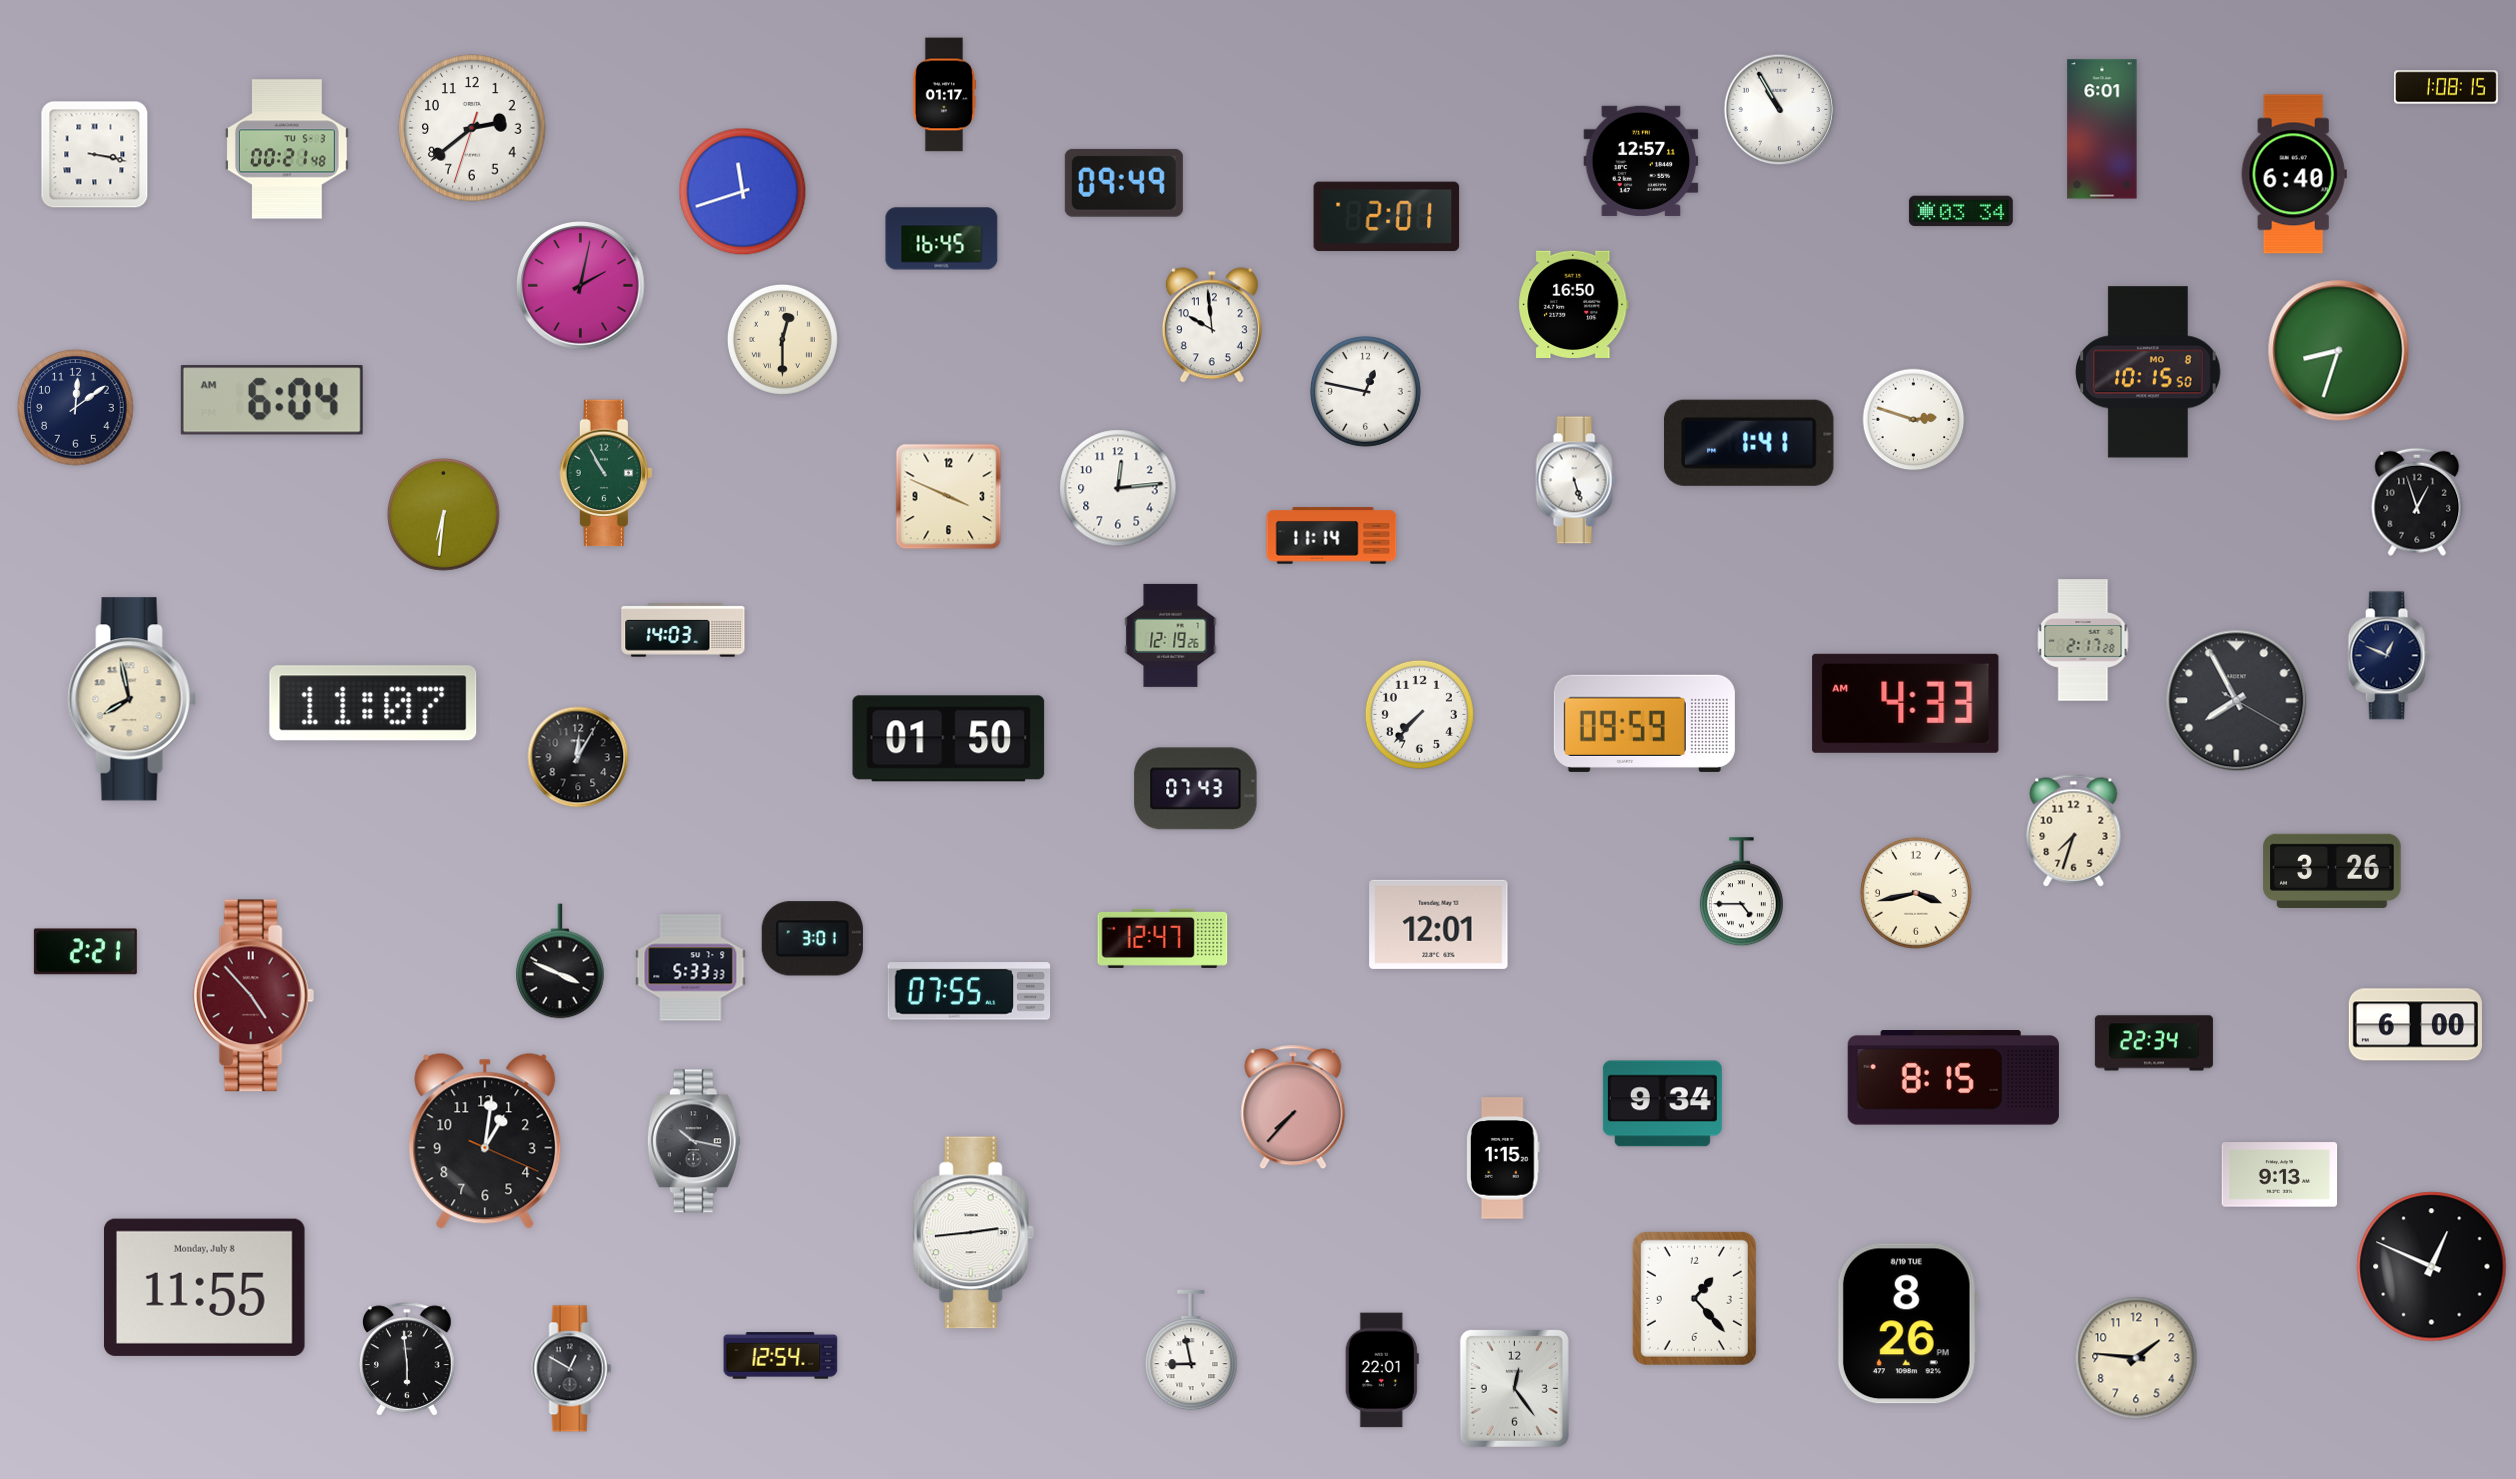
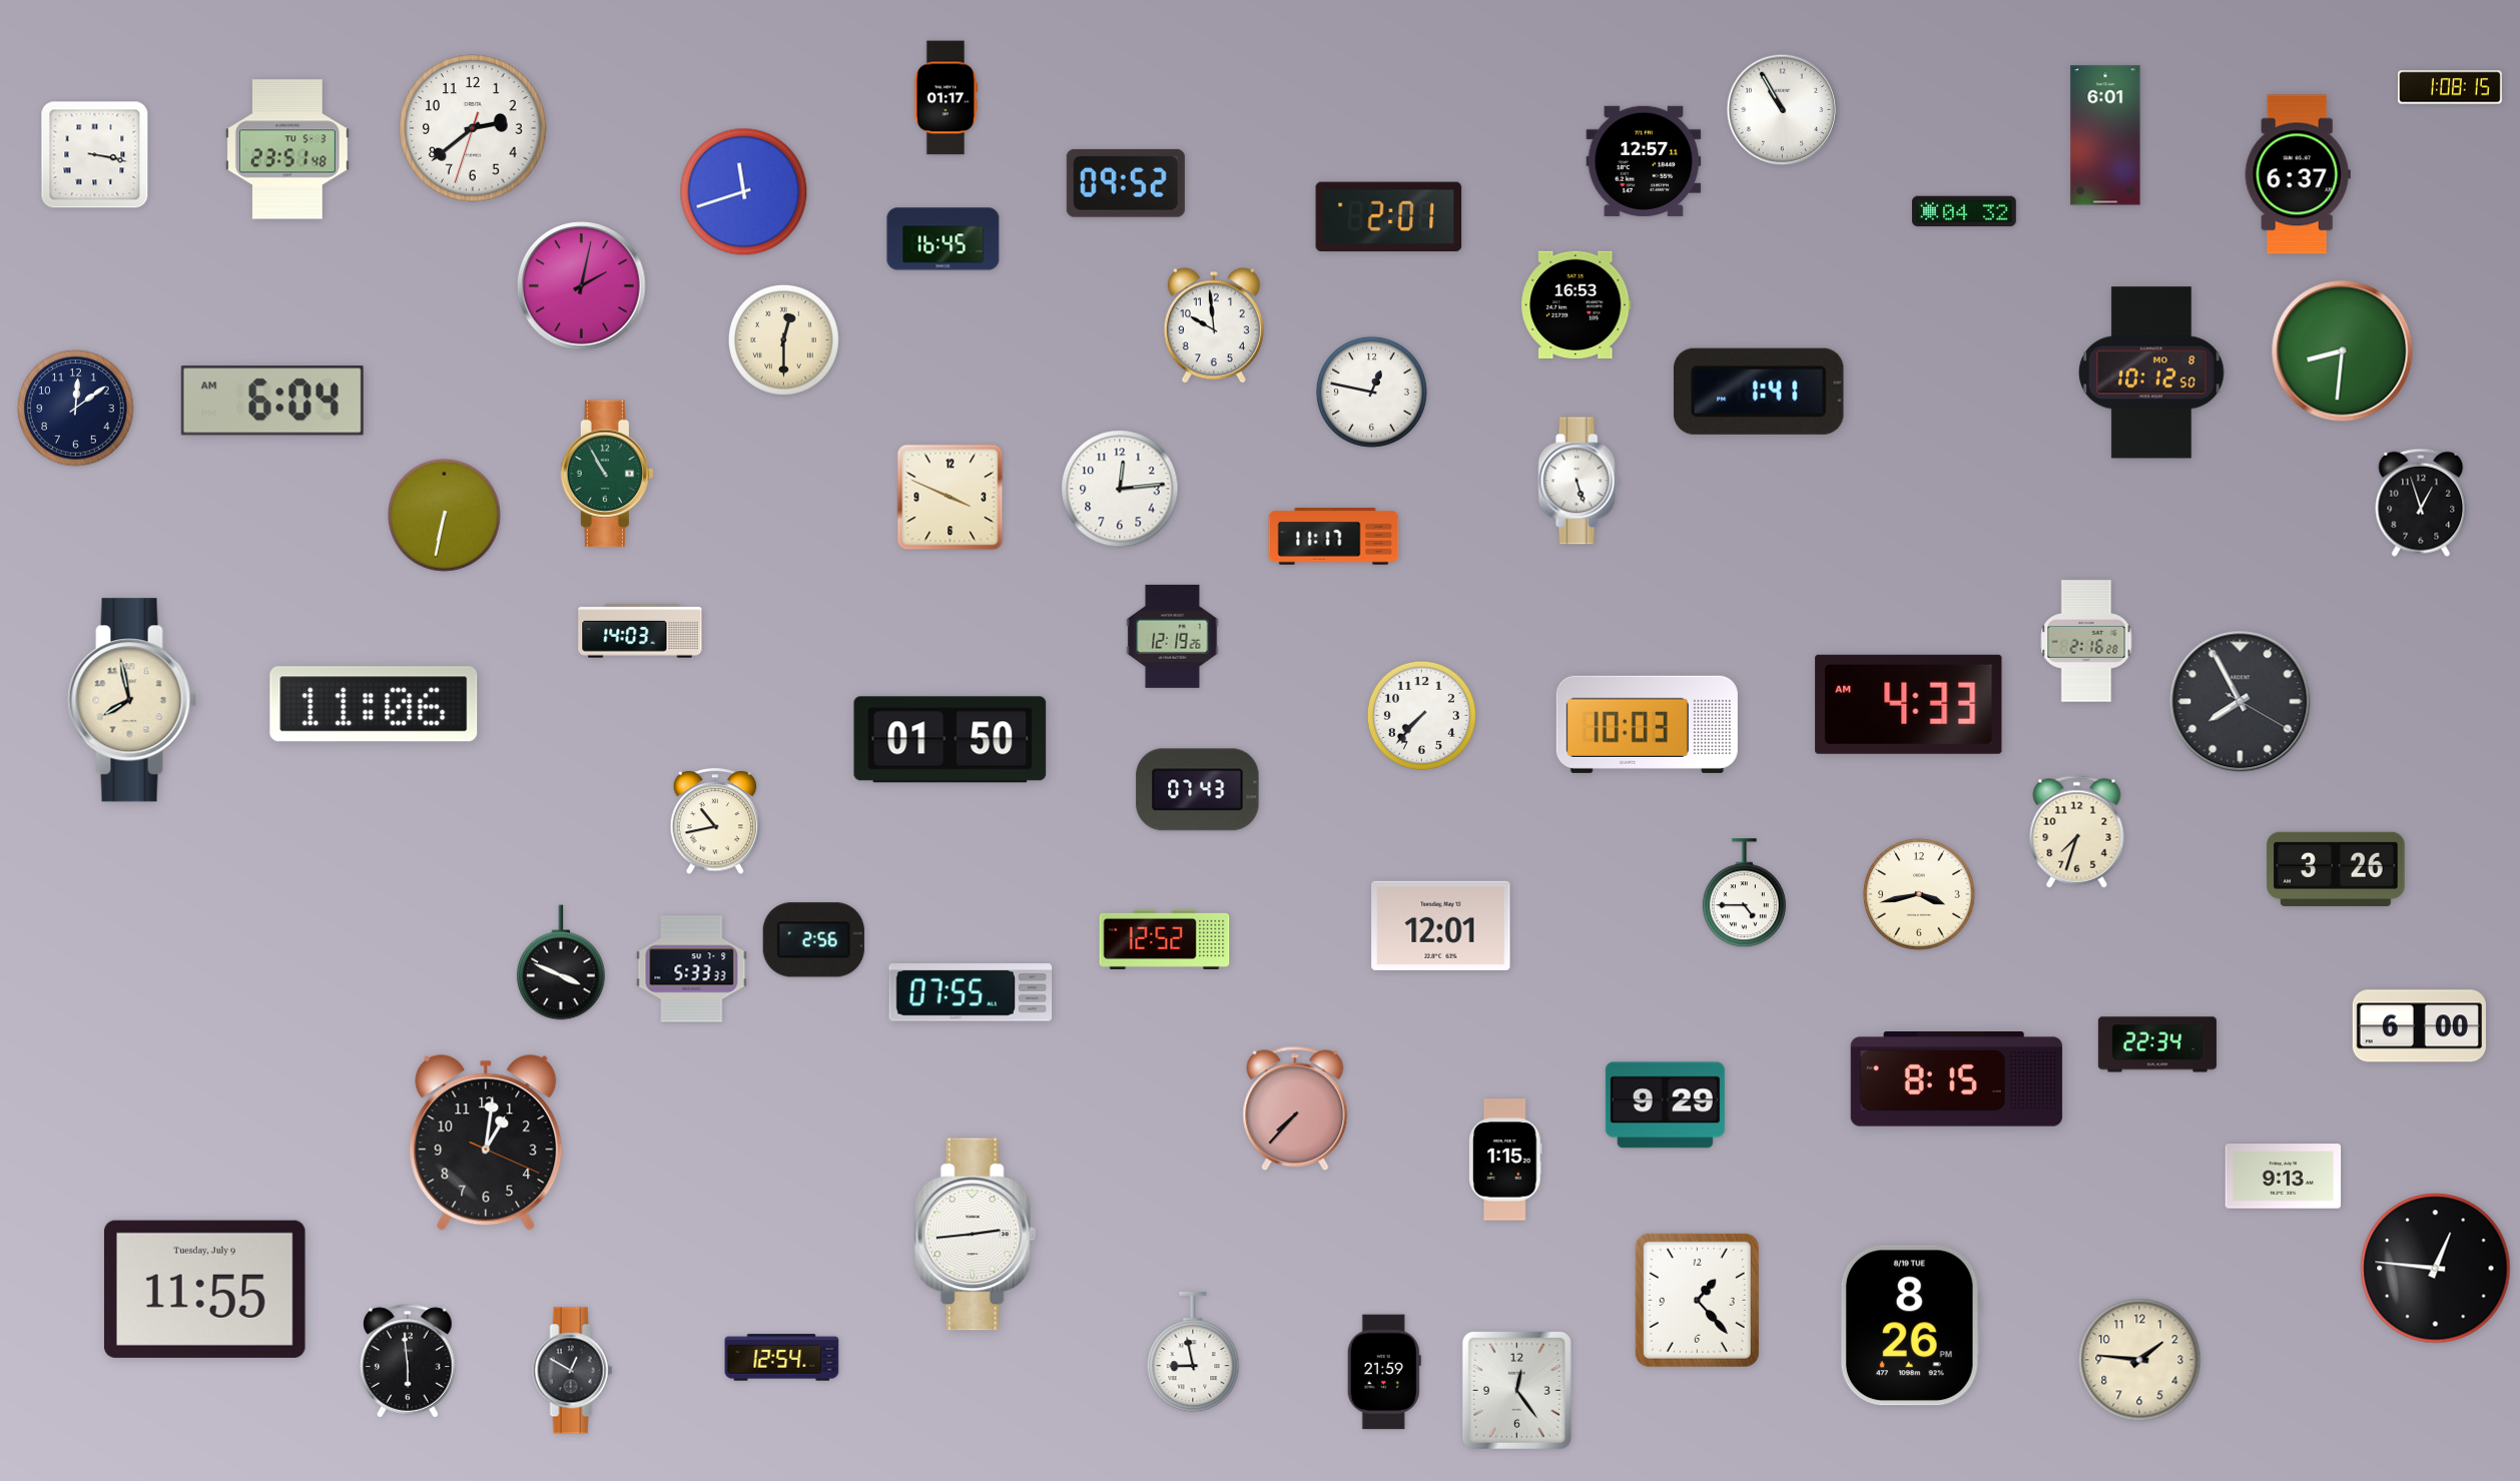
clock at (944, 95) position: (944, 95) -> (946, 98)
clock at (2102, 129) position: (2102, 129) -> (2105, 135)
clock at (287, 149): 00:21 -> 23:51
clock at (2294, 174): 6:40 -> 6:37
clock at (1124, 183): 09:49 -> 09:52
clock at (1961, 211): 03:34 -> 04:32
clock at (1574, 304): 16:50 -> 16:53
clock at (2339, 351): 8:33 -> 8:31
clock at (2148, 372): 10:15 -> 10:12
clock at (1365, 391) position: (1365, 391) -> (1371, 392)
clock at (1914, 420): 2:48 -> none
clock at (1749, 443) position: (1749, 443) -> (1759, 392)
clock at (444, 515): 6:31 -> 6:32
clock at (1332, 536): 11:14 -> 11:17
clock at (683, 630) position: (683, 630) -> (640, 631)
clock at (2083, 640): 2:17 -> 2:16
clock at (2388, 656): 12:49 -> none
clock at (373, 703): 11:07 -> 11:06
clock at (1644, 723): 09:59 -> 10:03
clock at (578, 757): 12:05 -> none
clock at (715, 822): none -> 10:43
clock at (2332, 871) position: (2332, 871) -> (2336, 869)
clock at (1163, 938): 12:47 -> 12:52
clock at (812, 939): 3:01 -> 2:56
clock at (85, 952): 2:21 -> none
clock at (253, 996): 4:53 -> none
clock at (1662, 1104): 9:34 -> 9:29
clock at (694, 1141): 10:17 -> none
clock at (2432, 1267): 12:49 -> 12:46
clock at (204, 1287) date: Monday, July 8 -> Tuesday, July 9
clock at (1382, 1370): 22:01 -> 21:59
